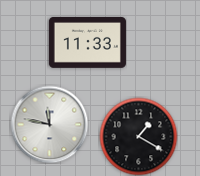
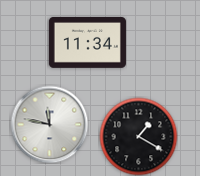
clock at (87, 42): 11:33 -> 11:34
